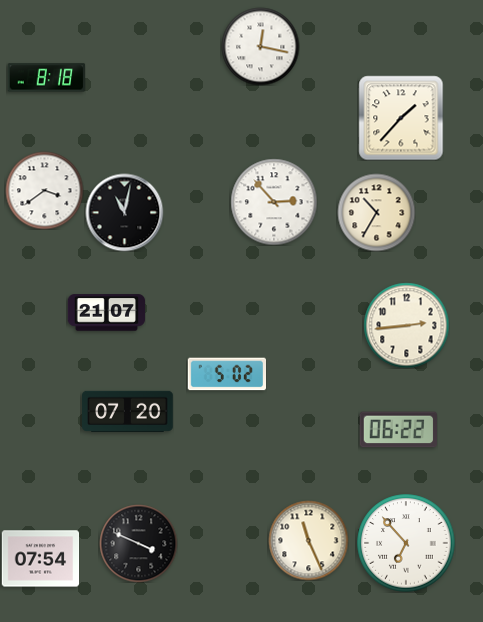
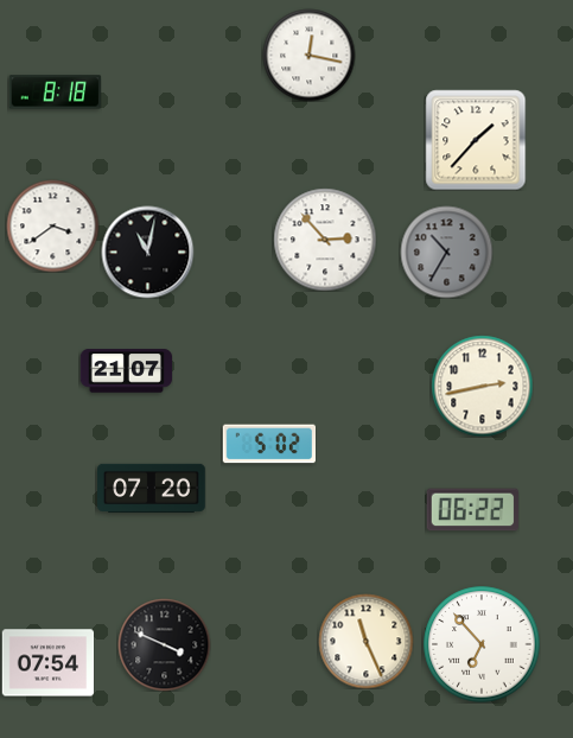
clock at (376, 212) dial: cream -> grey
clock at (406, 325): 2:44 -> 2:43
